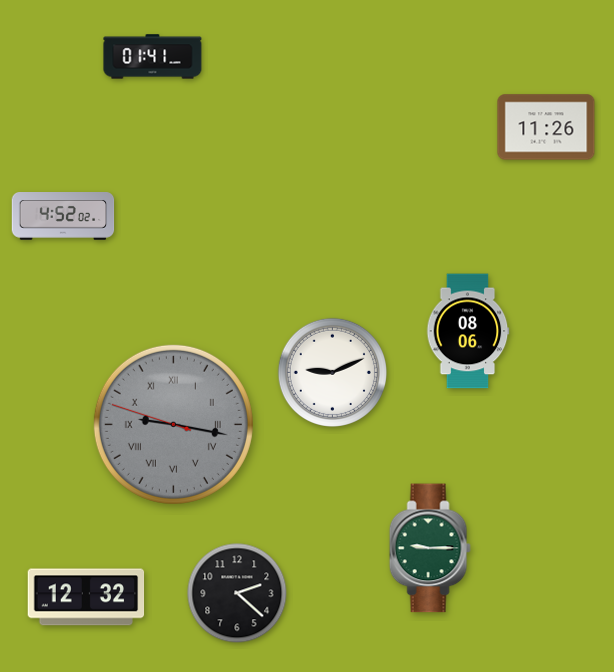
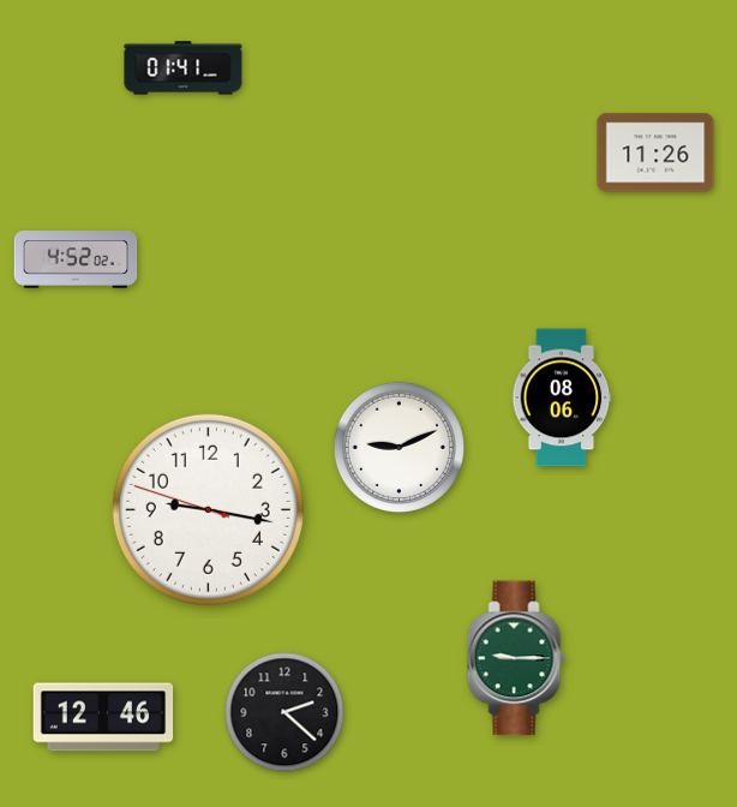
clock at (173, 424) dial: grey -> white
clock at (173, 424) numerals: Roman -> Arabic
clock at (86, 597): 12:32 -> 12:46
